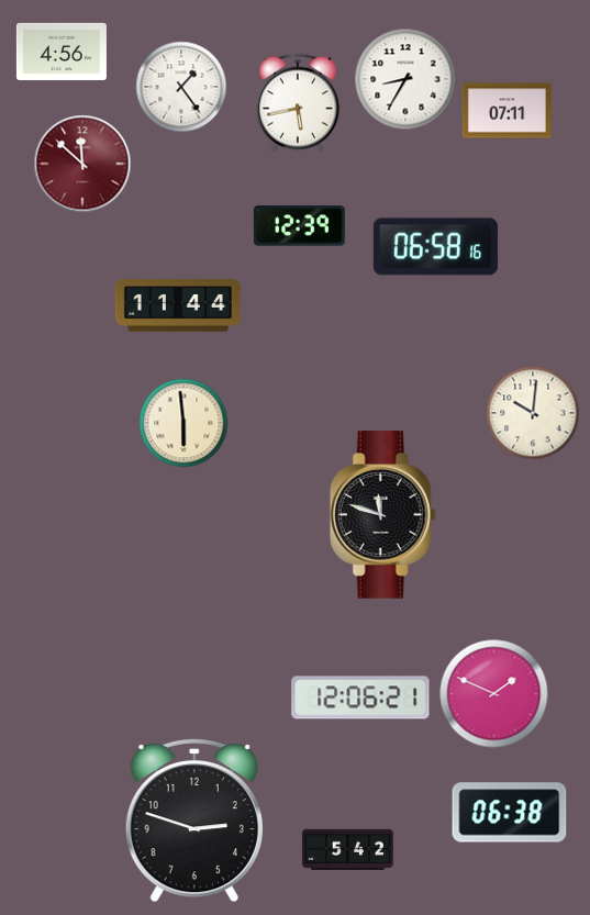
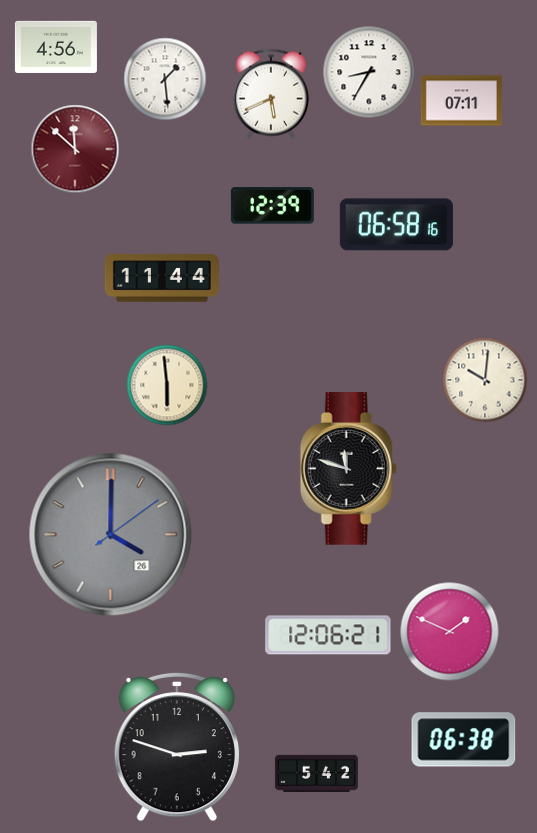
clock at (181, 87): 1:24 -> 1:29
clock at (298, 103): 5:43 -> 5:41
clock at (533, 413) position: (533, 413) -> (485, 380)
clock at (111, 535): none -> 4:00
